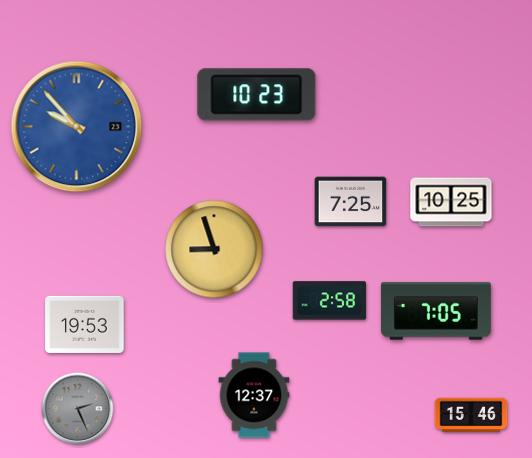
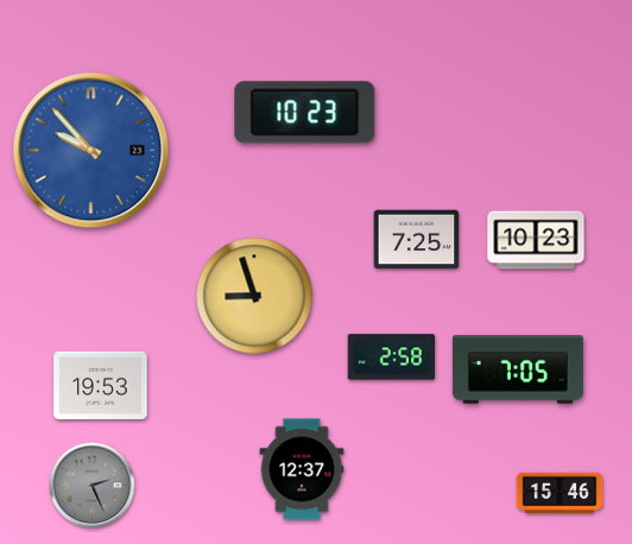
clock at (451, 202): 10:25 -> 10:23
